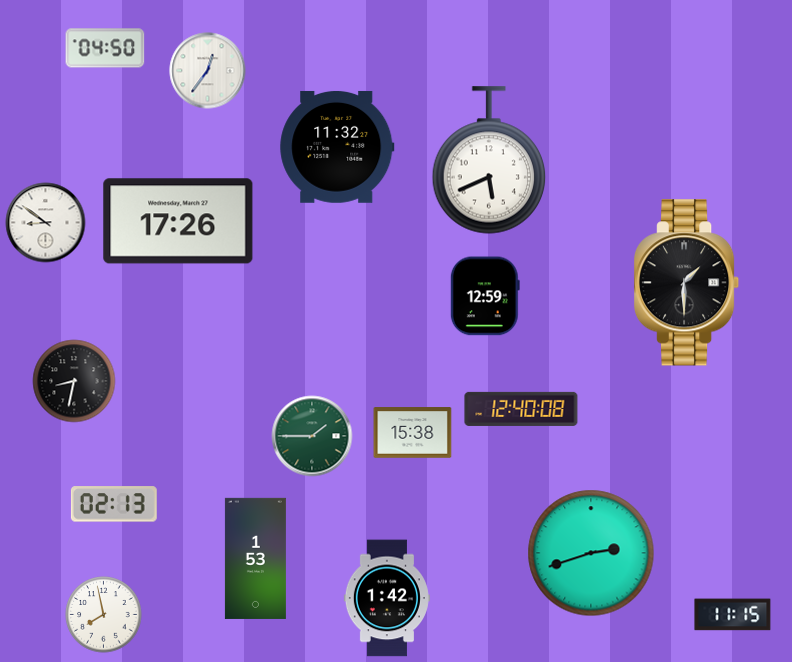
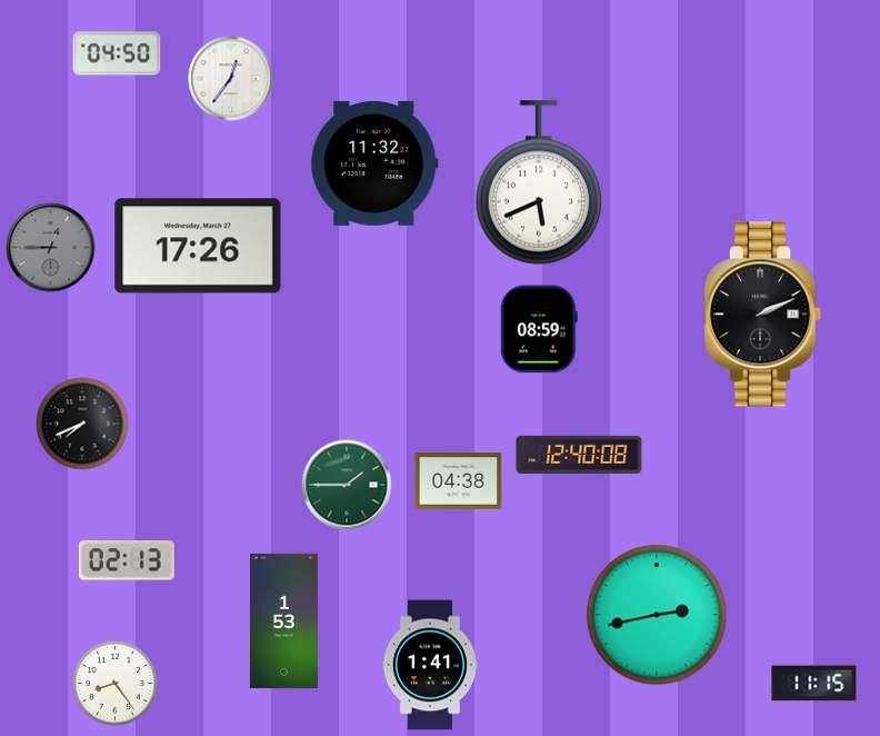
clock at (489, 160) position: (489, 160) -> (539, 182)
clock at (46, 223): 8:51 -> 12:45
clock at (46, 223) dial: white -> grey
clock at (687, 283): 1:30 -> 2:11
clock at (485, 296): 12:59 -> 08:59
clock at (74, 381): 8:32 -> 7:41
clock at (413, 433): 15:38 -> 04:38
clock at (591, 553): 2:42 -> 2:43
clock at (387, 598): 1:42 -> 1:41
clock at (104, 615): 7:58 -> 8:24
